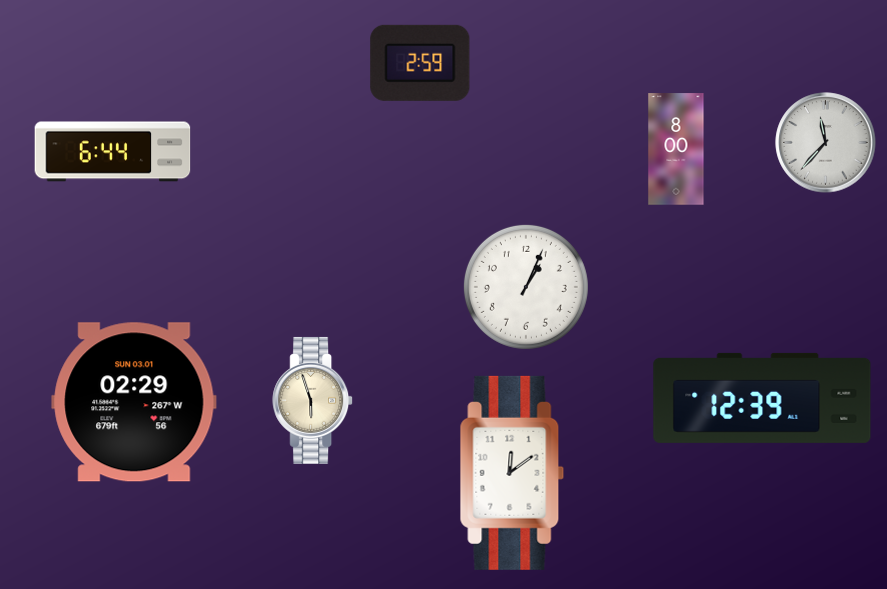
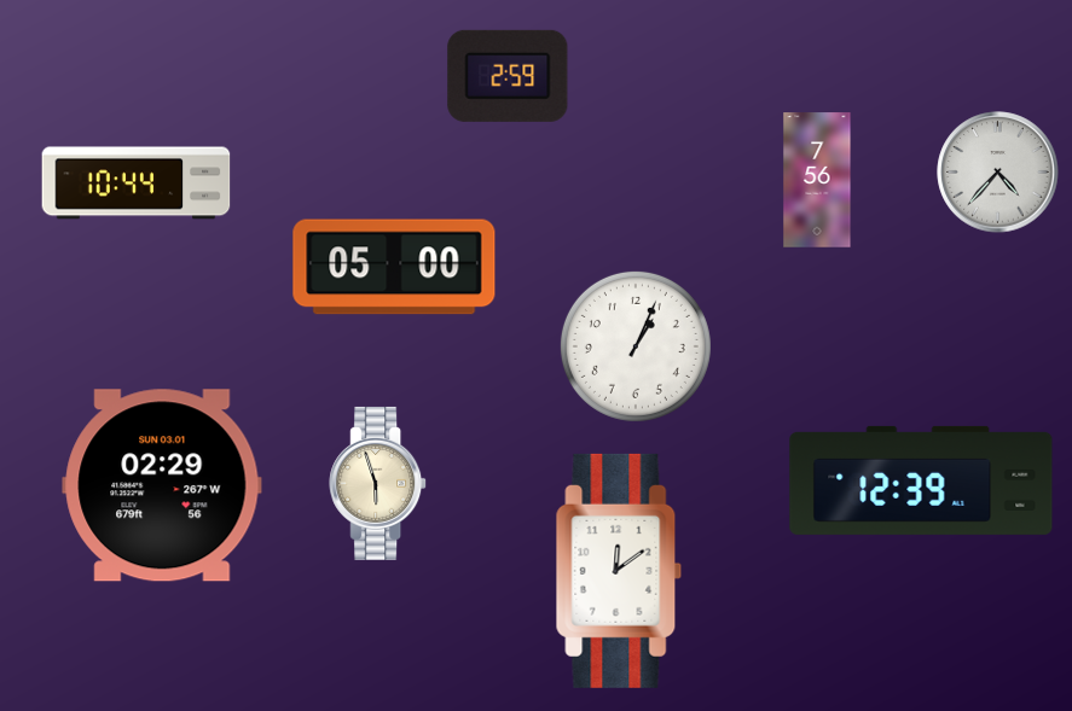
clock at (826, 143): 11:37 -> 4:37
clock at (676, 149): 8:00 -> 7:56
clock at (113, 152): 6:44 -> 10:44
clock at (394, 267): none -> 05:00
